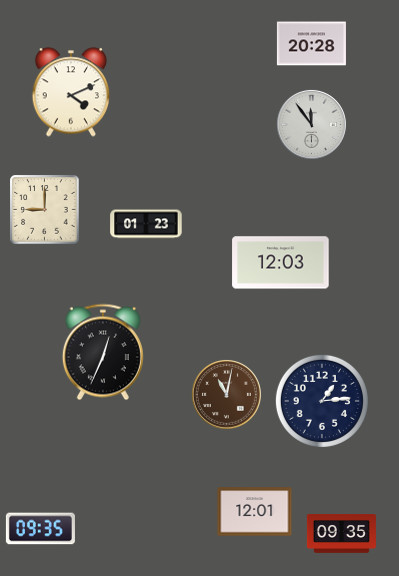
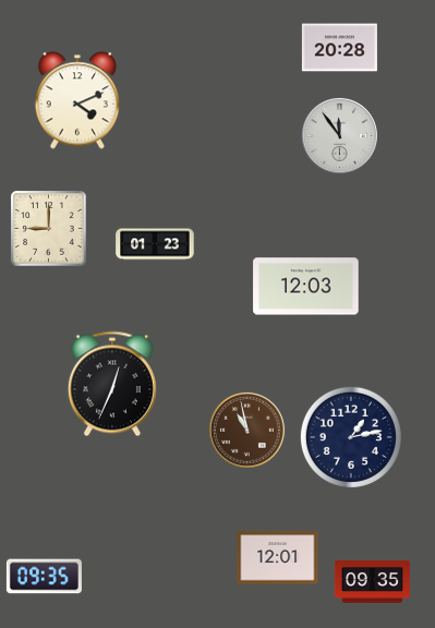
clock at (146, 224) position: (146, 224) -> (155, 244)
clock at (227, 395): 11:02 -> 10:58
clock at (322, 401): 1:14 -> 1:13
